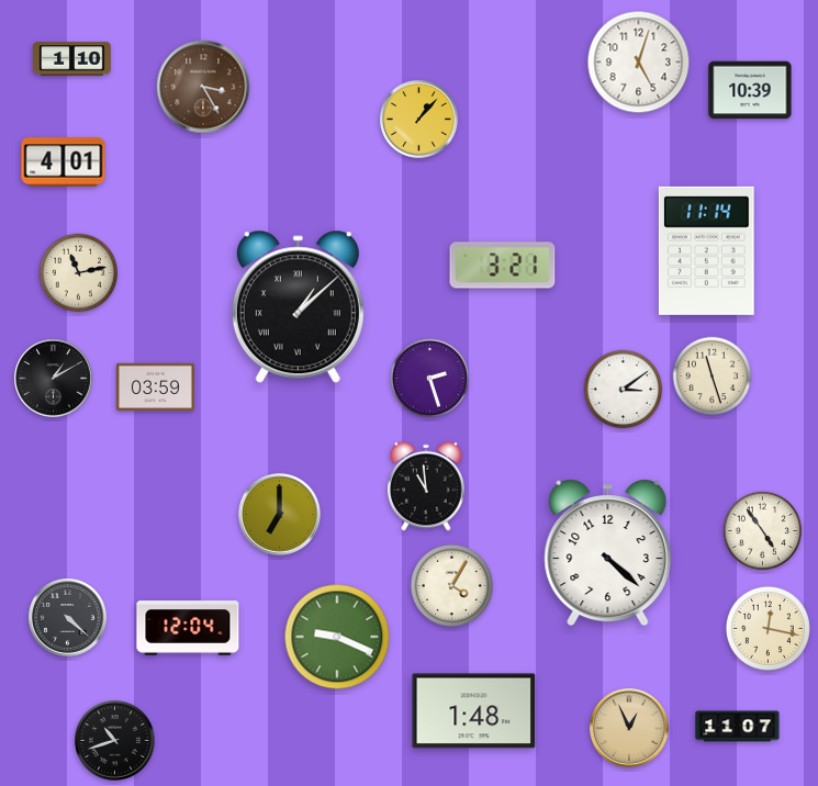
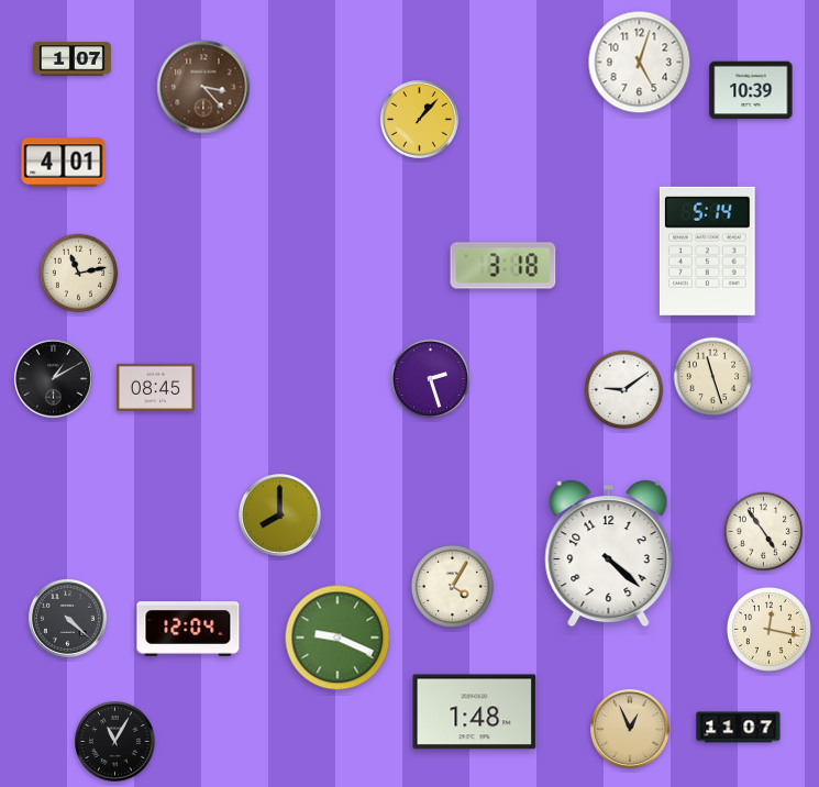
clock at (72, 59): 1:10 -> 1:07
clock at (203, 87): 3:25 -> 3:23
clock at (706, 250): 11:14 -> 5:14
clock at (503, 266): 3:21 -> 3:18
clock at (298, 307): 1:08 -> none
clock at (155, 386): 03:59 -> 08:45
clock at (624, 390): 3:09 -> 9:09
clock at (426, 486): 10:59 -> none
clock at (280, 515): 7:00 -> 8:00
clock at (115, 741): 10:42 -> 11:05
